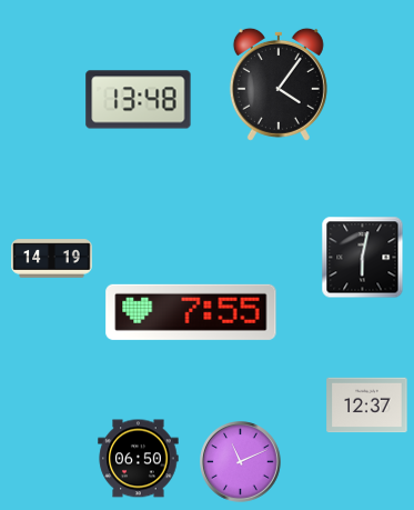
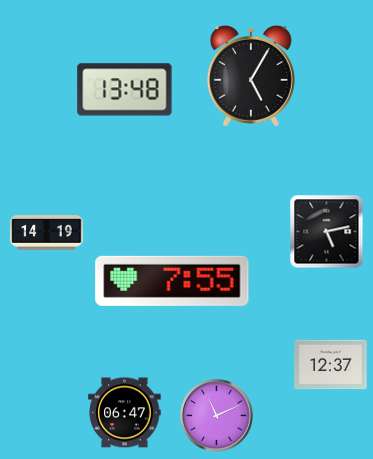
clock at (279, 84): 4:06 -> 5:05
clock at (363, 258): 6:02 -> 5:13
clock at (139, 459): 06:50 -> 06:47
